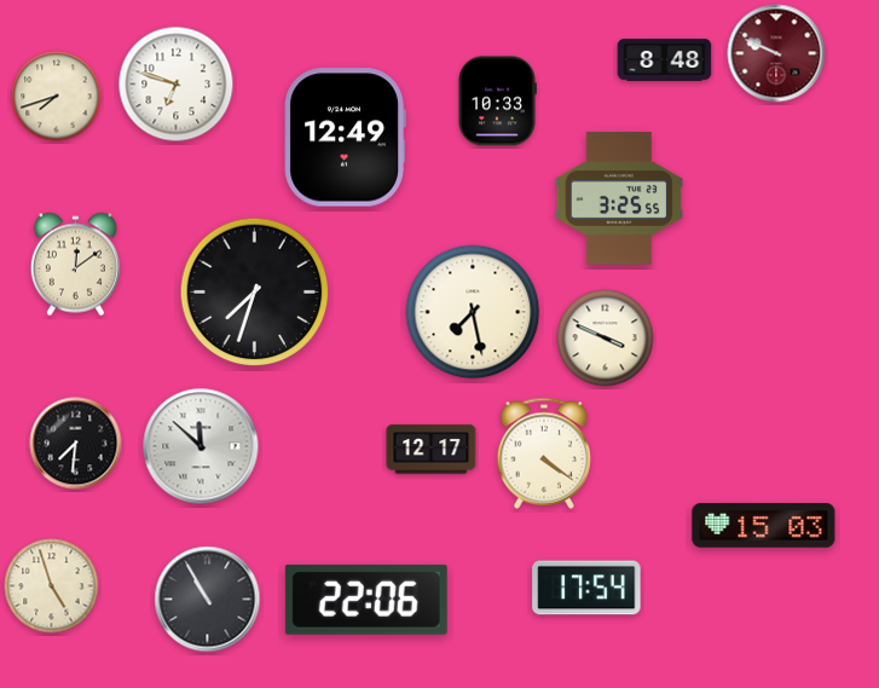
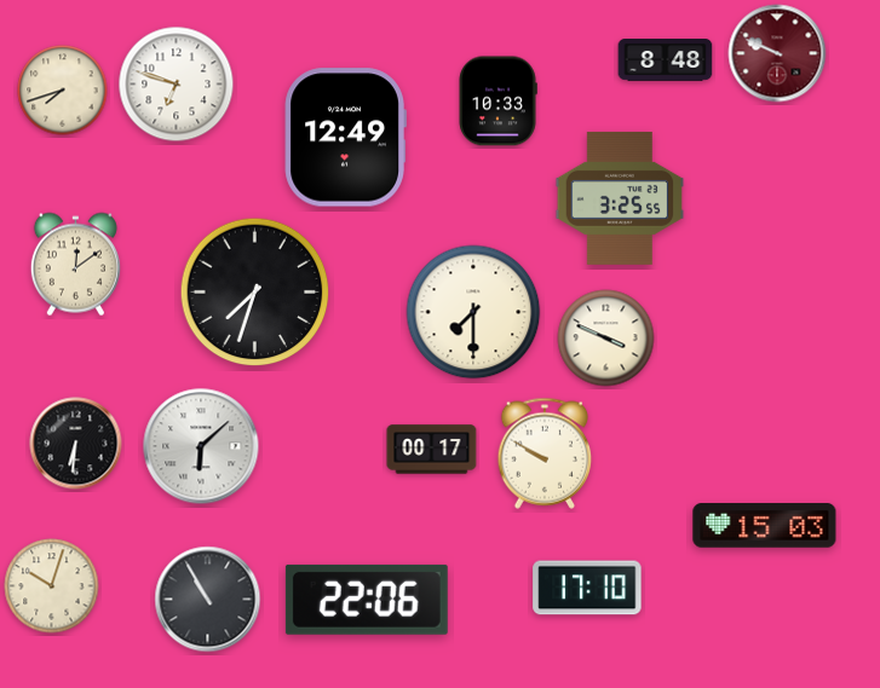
clock at (57, 97) position: (57, 97) -> (63, 91)
clock at (473, 312): 7:28 -> 7:30
clock at (76, 444): 7:31 -> 6:31
clock at (201, 446): 11:52 -> 6:08
clock at (432, 450): 12:17 -> 00:17
clock at (544, 453): 4:21 -> 9:50
clock at (52, 586): 4:57 -> 10:03
clock at (586, 588): 17:54 -> 17:10
